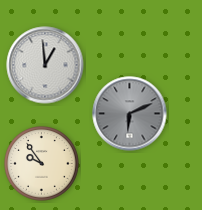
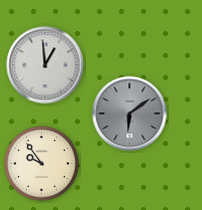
clock at (130, 114): 6:11 -> 6:09
